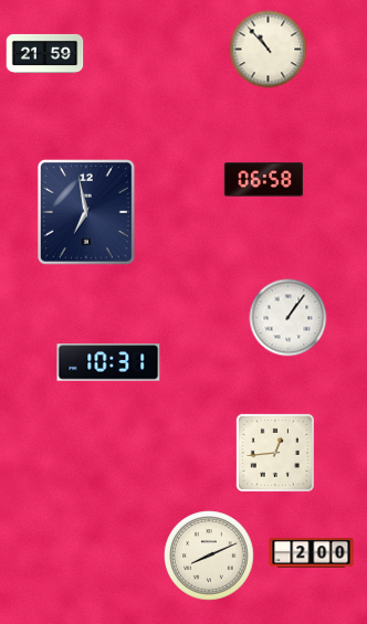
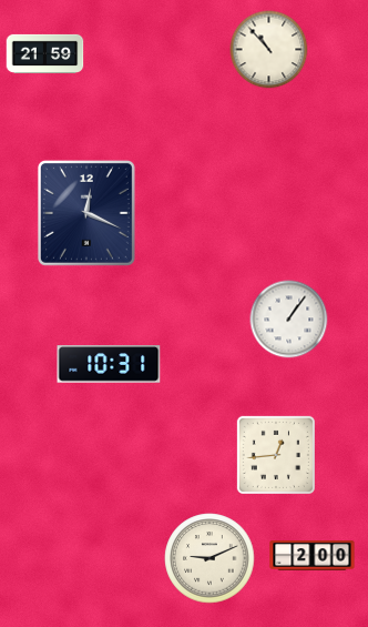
clock at (263, 180): 06:58 -> none
clock at (86, 212): 6:58 -> 12:19
clock at (209, 556): 8:11 -> 9:11
